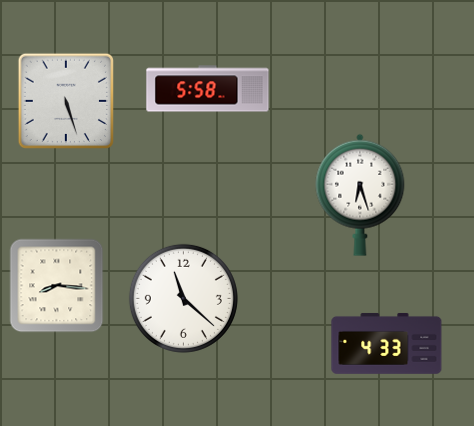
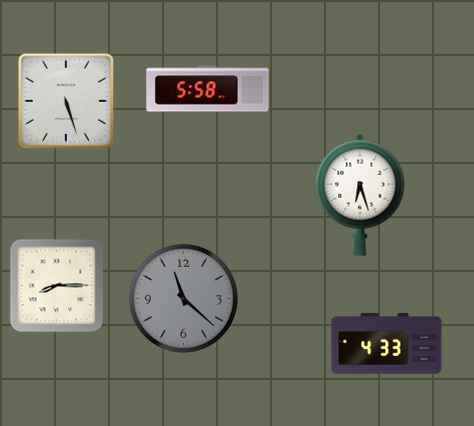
clock at (57, 286): 8:16 -> 8:15
clock at (183, 298) dial: white -> grey
